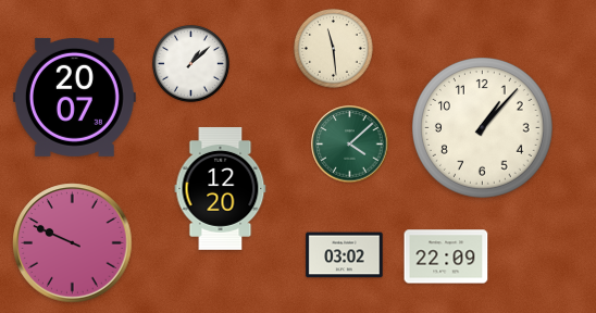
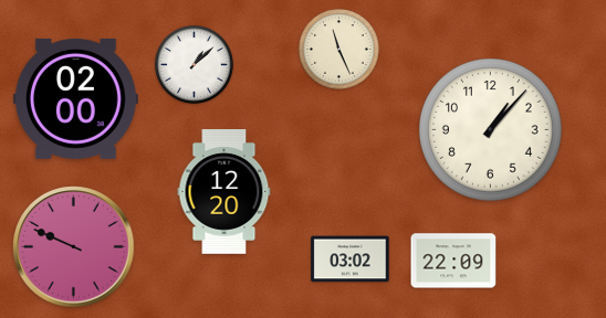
clock at (334, 49): 11:29 -> 11:26
clock at (74, 97): 20:07 -> 02:00
clock at (350, 145): 4:08 -> none
